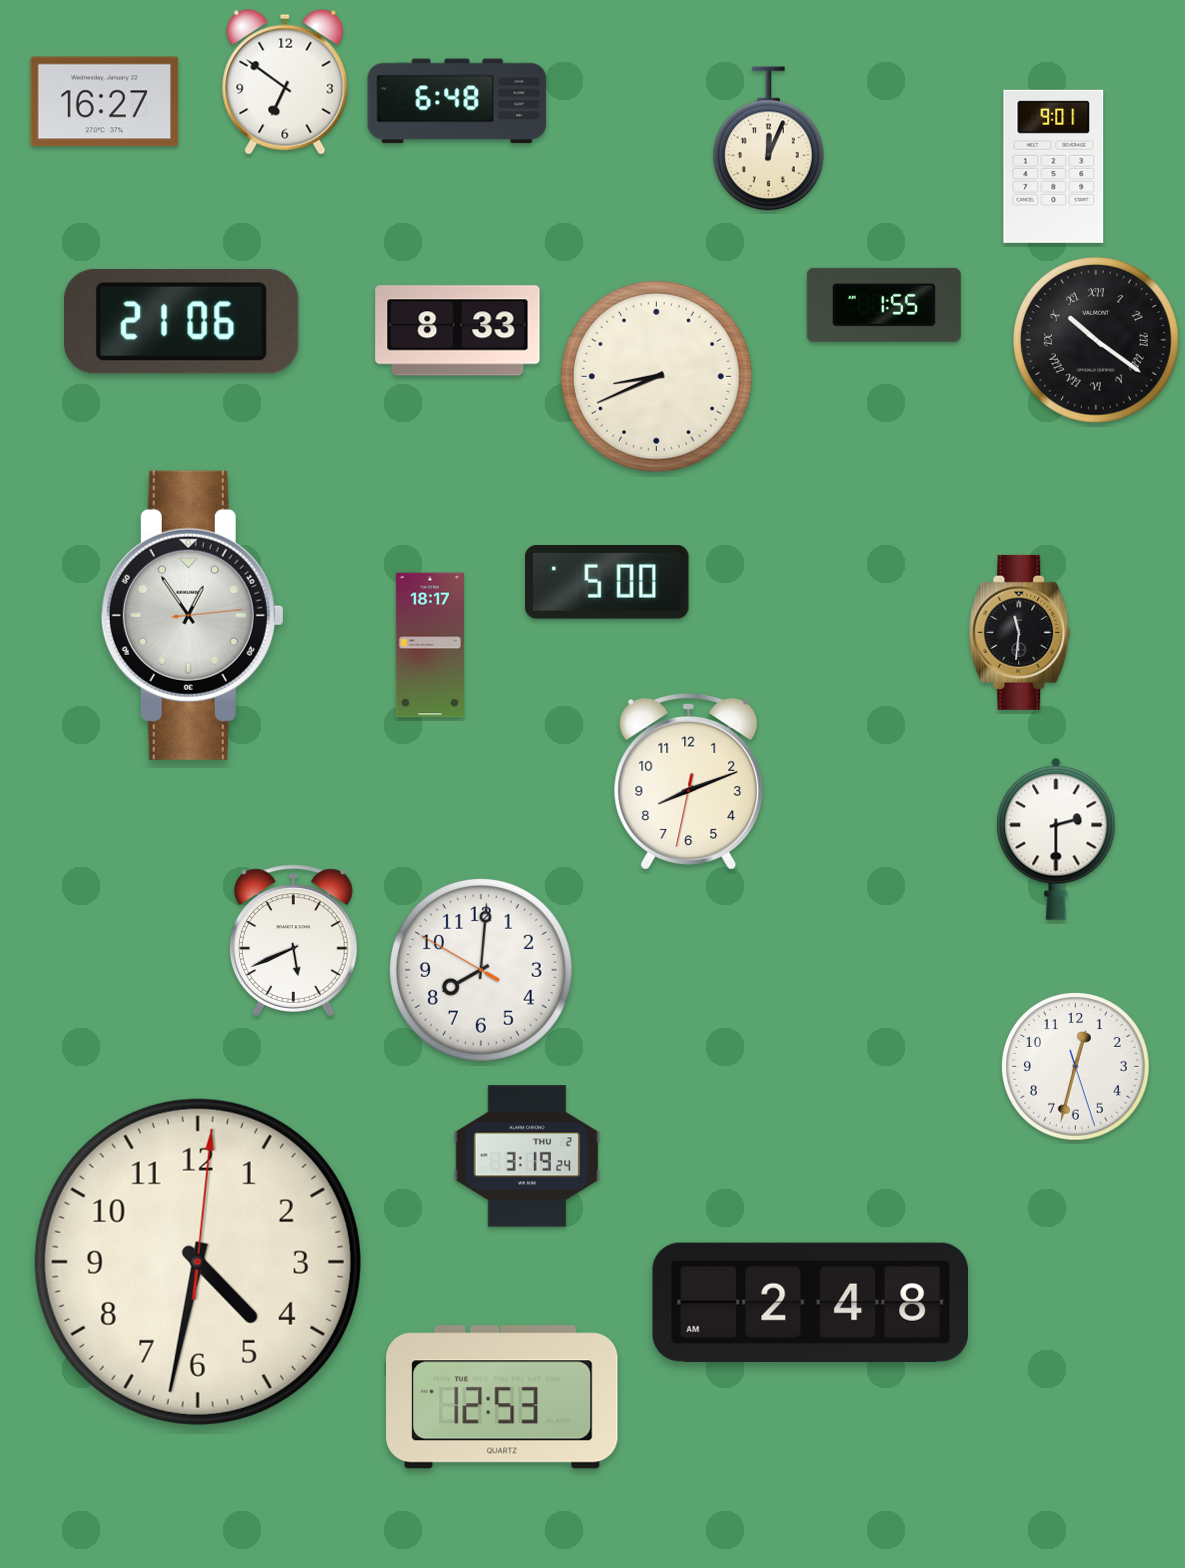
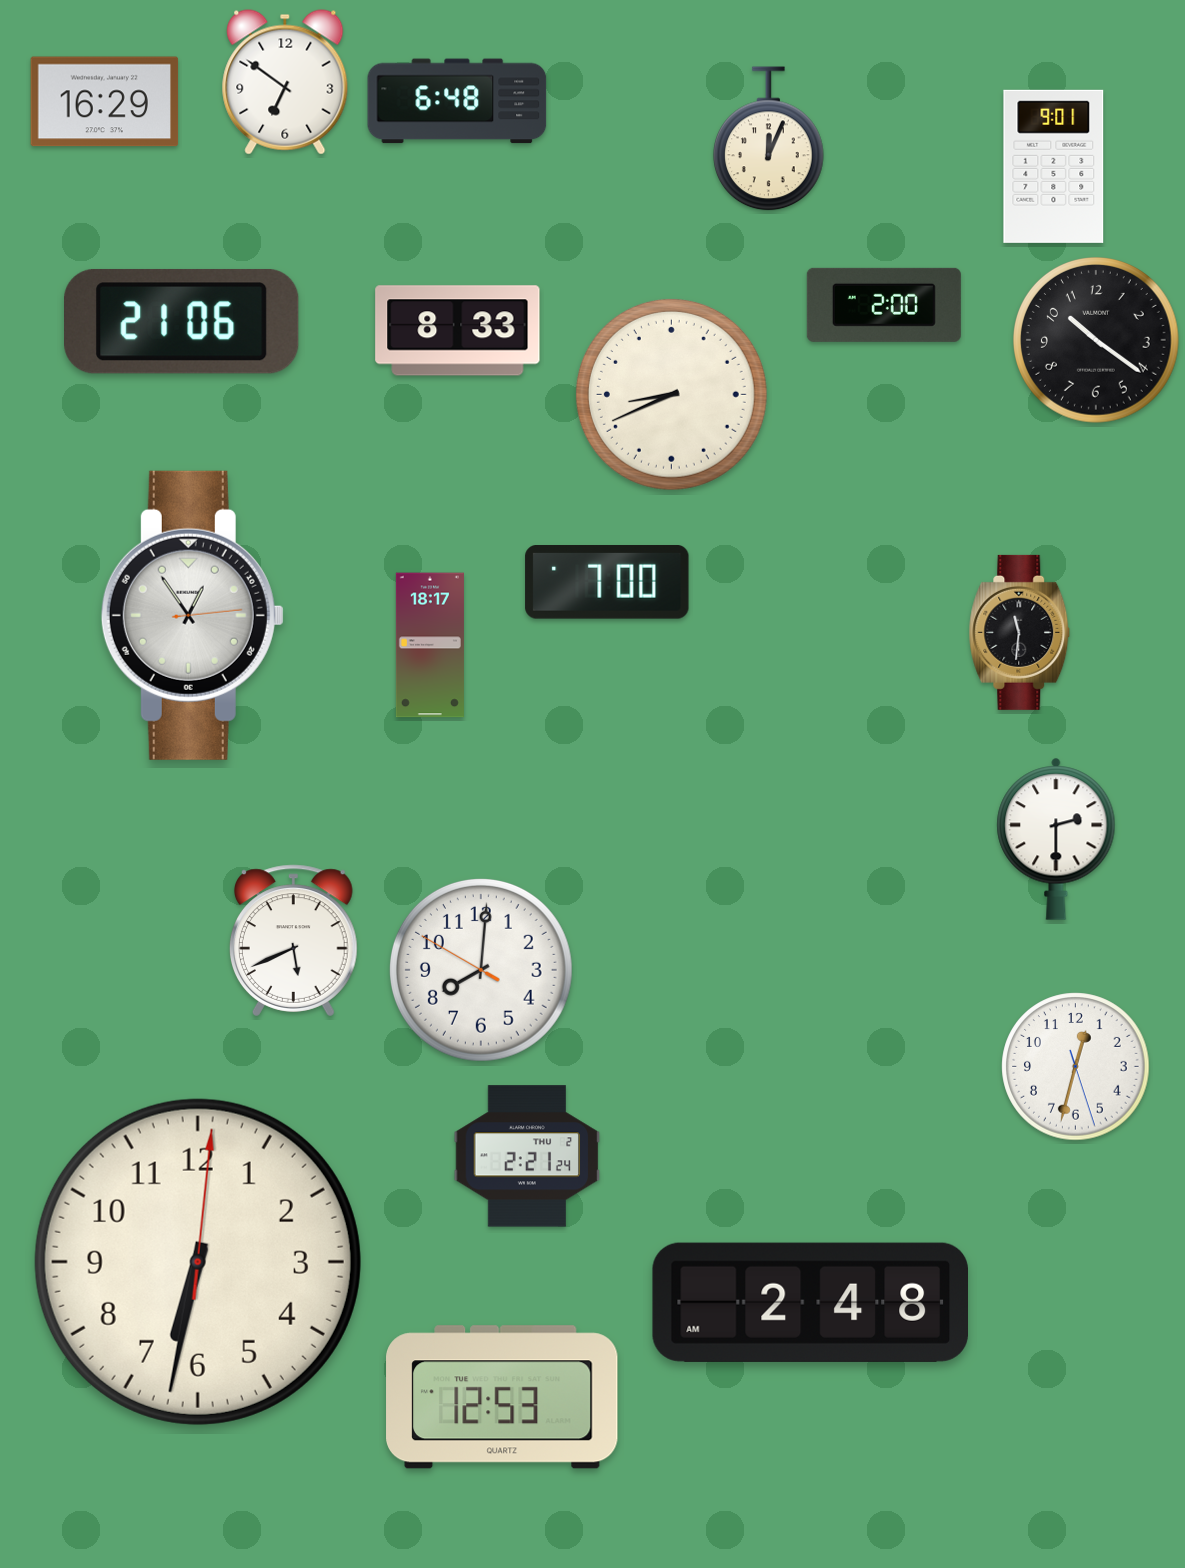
clock at (105, 102): 16:27 -> 16:29
clock at (884, 305): 1:55 -> 2:00
clock at (1097, 341) numerals: Roman -> Arabic
clock at (656, 376) position: (656, 376) -> (671, 394)
clock at (607, 583): 5:00 -> 7:00
clock at (689, 782): 8:11 -> none
clock at (527, 1156): 3:19 -> 2:21
clock at (198, 1262): 4:32 -> 6:32
